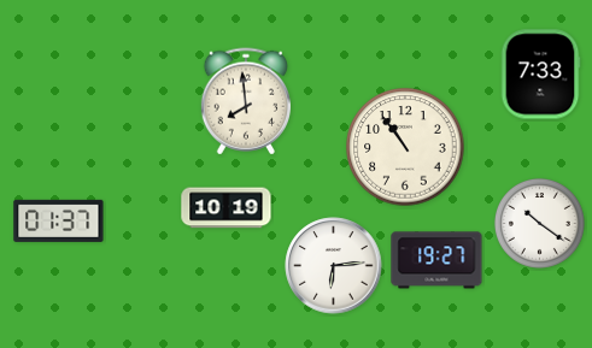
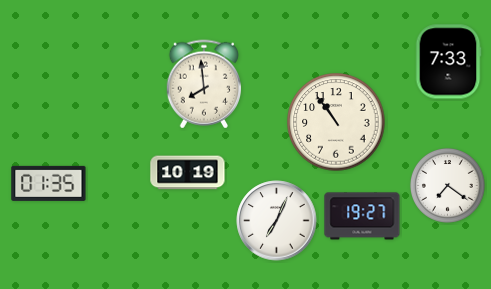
clock at (59, 220): 01:37 -> 01:35
clock at (539, 223): 10:21 -> 7:21
clock at (334, 266): 6:14 -> 7:04
